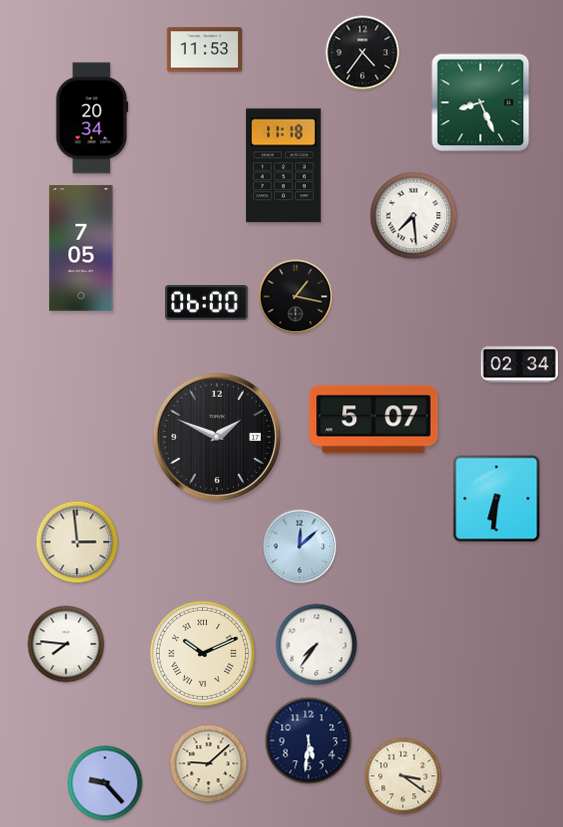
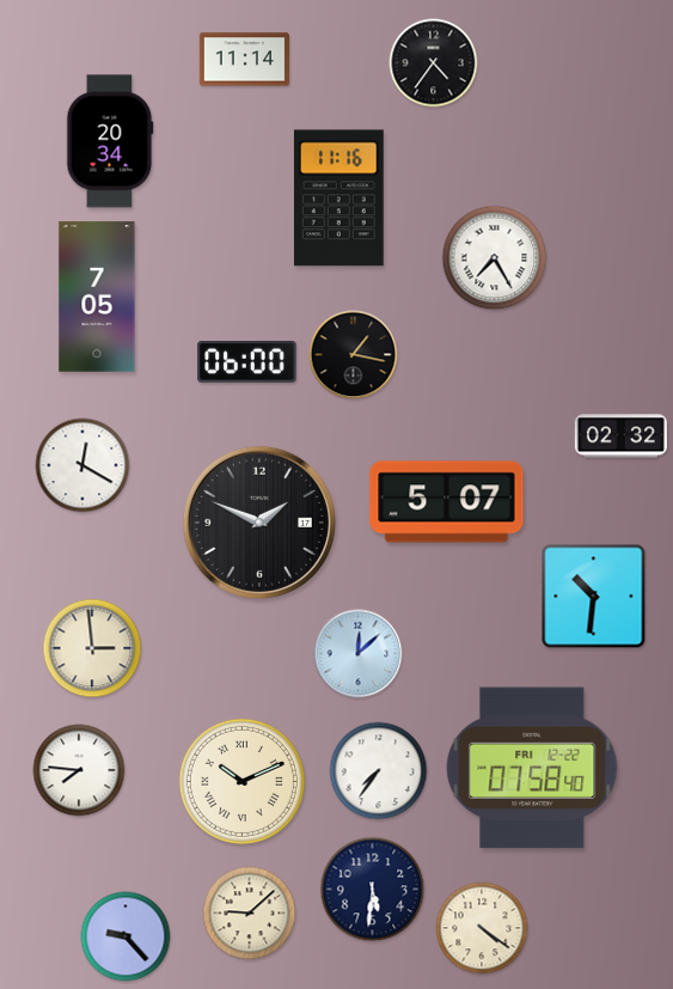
clock at (204, 50): 11:53 -> 11:14
clock at (481, 103): 8:26 -> none
clock at (283, 166): 11:18 -> 11:16
clock at (414, 216): 7:29 -> 7:25
clock at (519, 365): 02:34 -> 02:32
clock at (82, 465): none -> 12:20
clock at (497, 499): 6:31 -> 10:31
clock at (532, 768): none -> 07:58
clock at (309, 741) position: (309, 741) -> (373, 890)
clock at (403, 776): 3:21 -> 4:21
